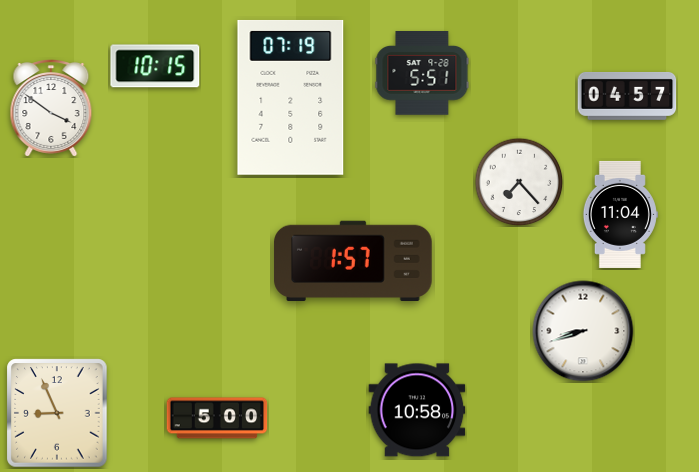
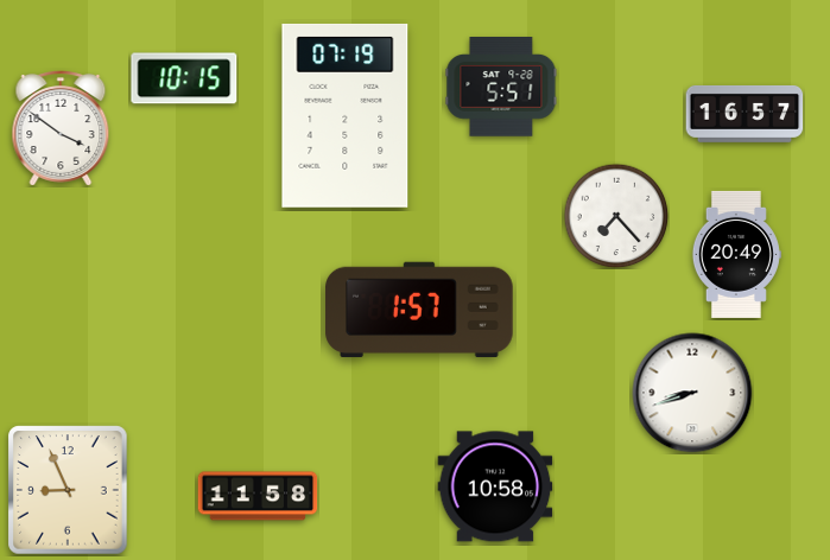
clock at (627, 96): 04:57 -> 16:57
clock at (620, 214): 11:04 -> 20:49
clock at (217, 418): 5:00 -> 11:58
